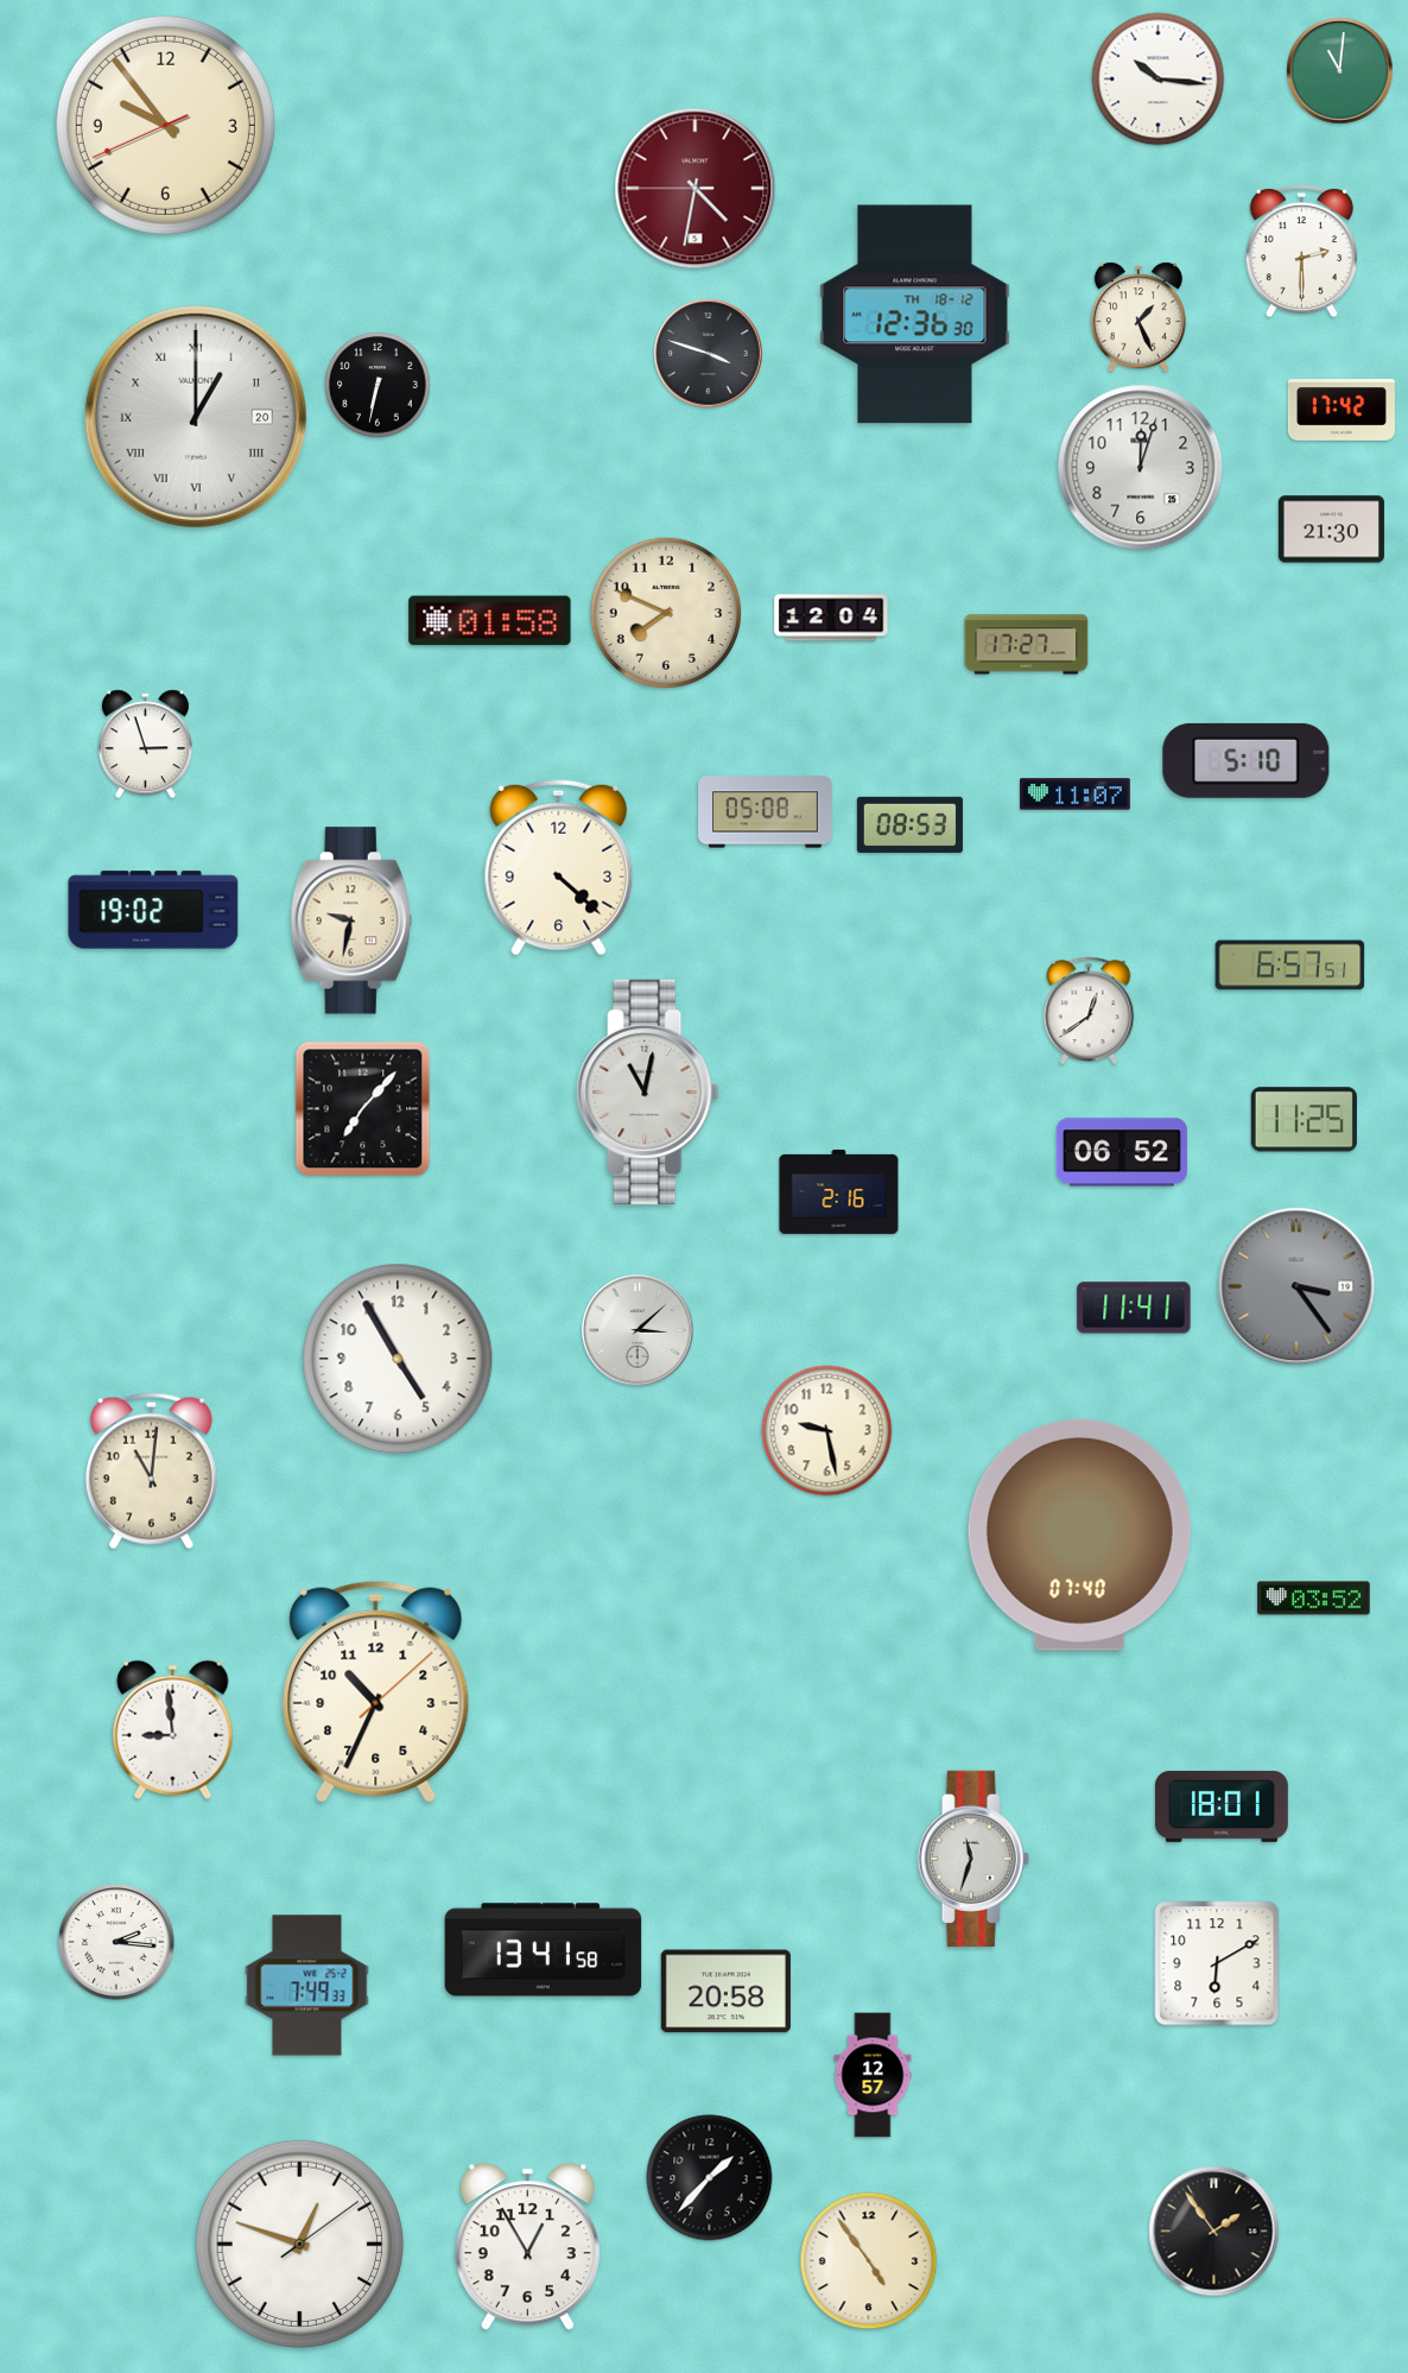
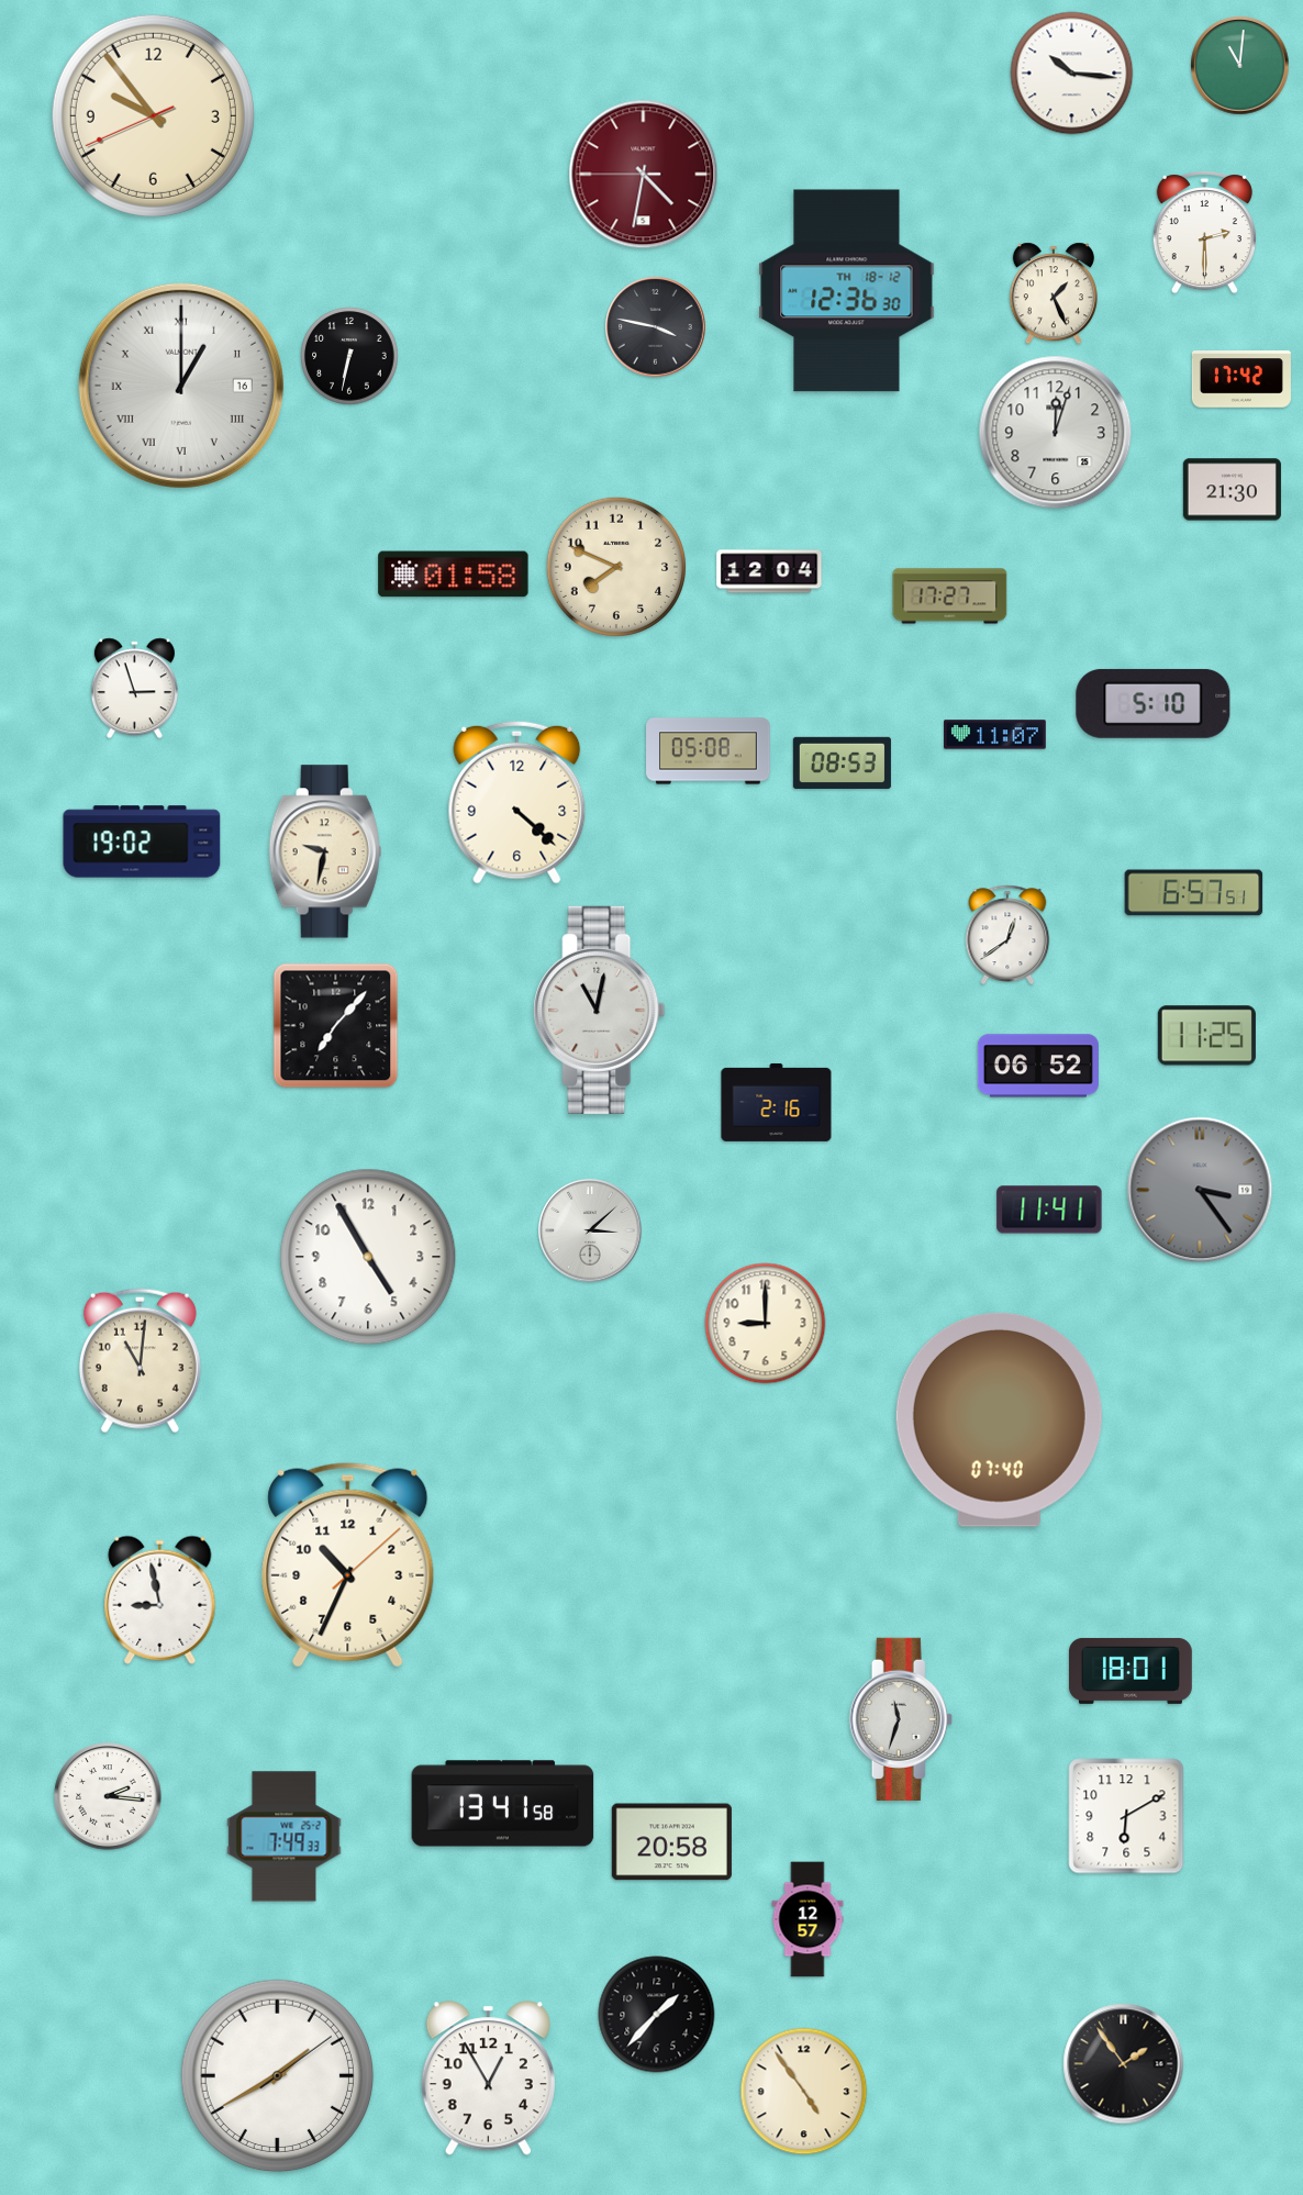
clock at (709, 354): 3:48 -> 3:47
clock at (196, 417) date: 20 -> 16
clock at (827, 1431): 9:28 -> 9:00
clock at (1314, 1599): 03:52 -> none
clock at (173, 1729): 8:59 -> 8:58
clock at (300, 2245): 12:48 -> 1:40
